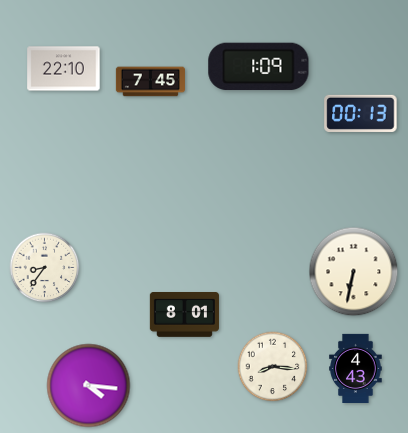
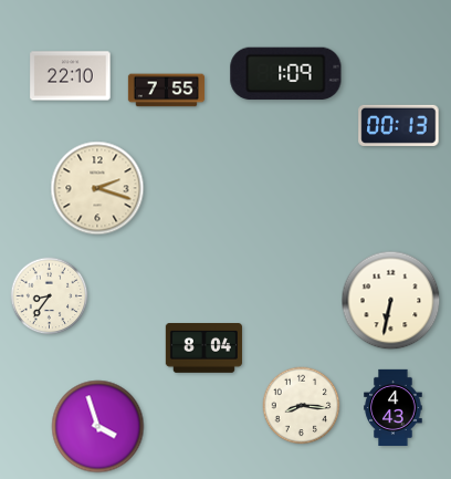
clock at (150, 82): 7:45 -> 7:55
clock at (97, 188): none -> 2:18
clock at (184, 315): 8:01 -> 8:04
clock at (89, 386): 4:16 -> 3:57
